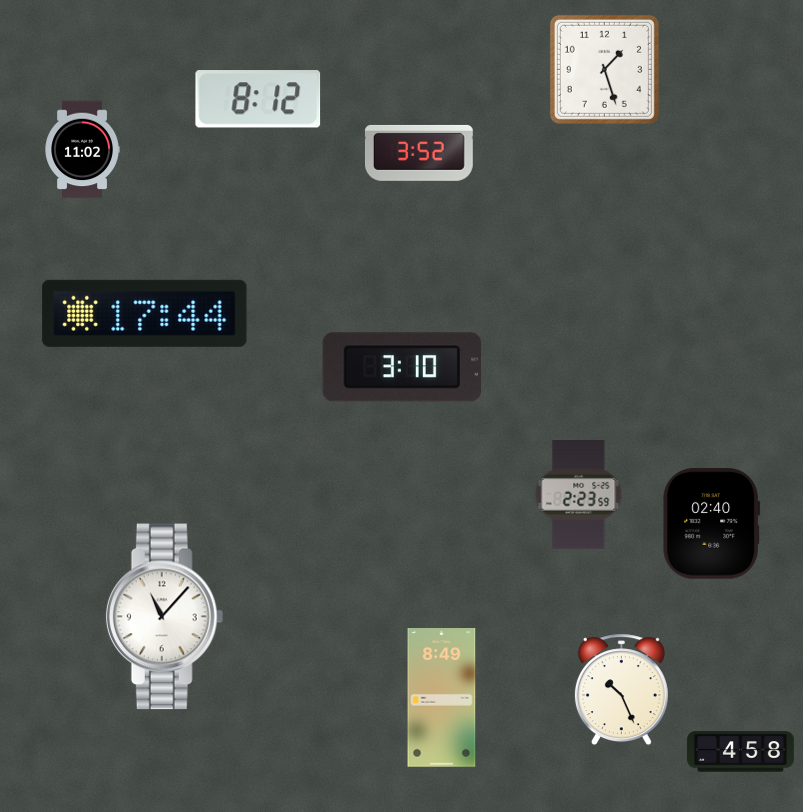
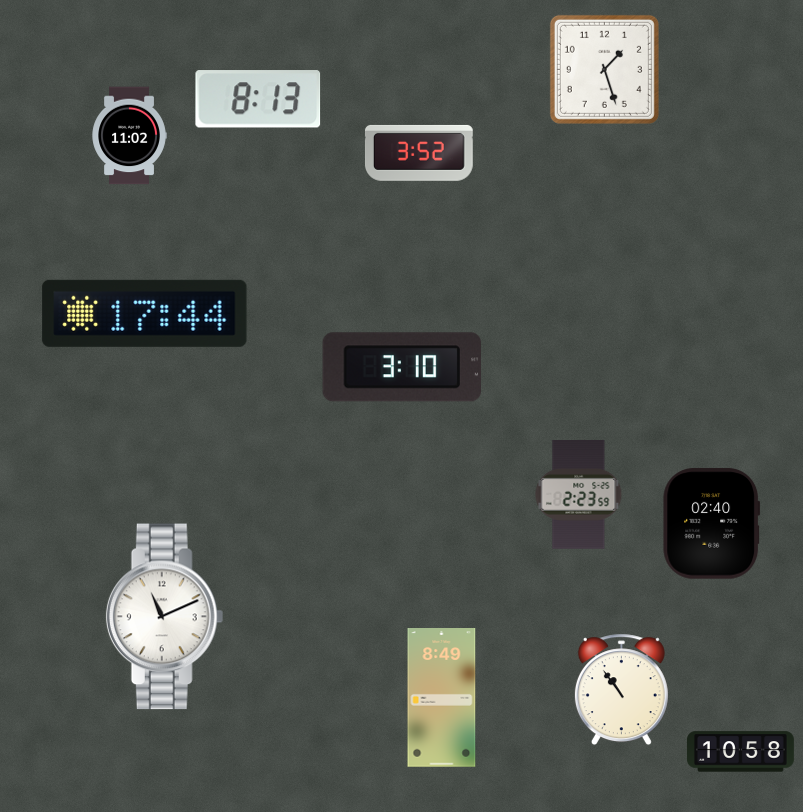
clock at (258, 99): 8:12 -> 8:13
clock at (82, 150) position: (82, 150) -> (129, 136)
clock at (165, 617): 11:07 -> 11:11
clock at (621, 690): 10:26 -> 10:54
clock at (740, 752): 4:58 -> 10:58
